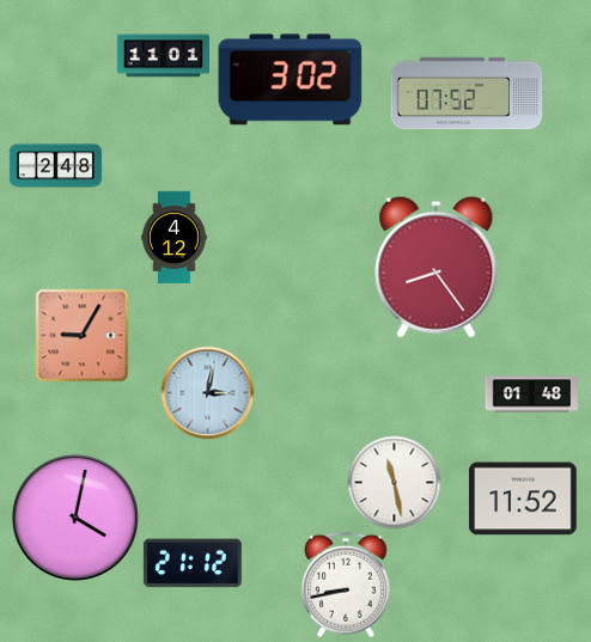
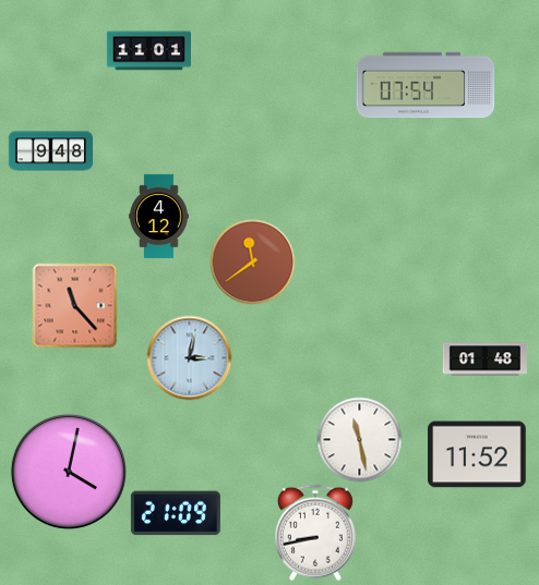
clock at (291, 80): 3:02 -> none
clock at (467, 93): 07:52 -> 07:54
clock at (55, 166): 2:48 -> 9:48
clock at (437, 267): 8:24 -> none
clock at (252, 261): none -> 11:39
clock at (81, 335): 9:05 -> 11:23
clock at (193, 563): 21:12 -> 21:09
